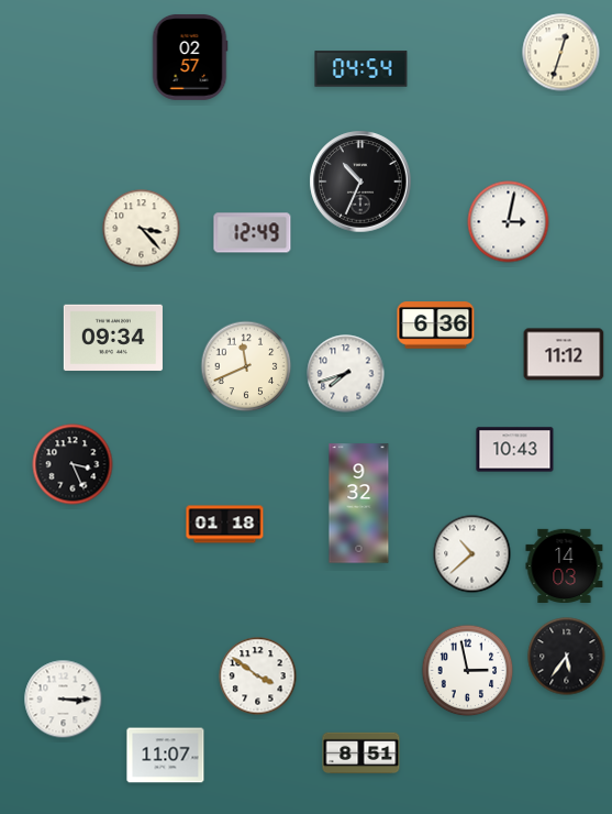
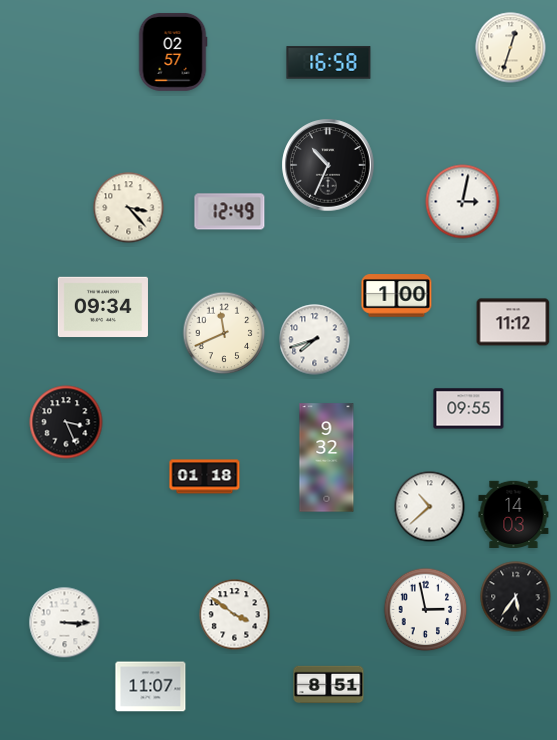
clock at (361, 69): 04:54 -> 16:58
clock at (436, 326): 6:36 -> 1:00
clock at (515, 450): 10:43 -> 09:55
clock at (472, 554) position: (472, 554) -> (430, 507)
clock at (64, 700) position: (64, 700) -> (65, 623)
